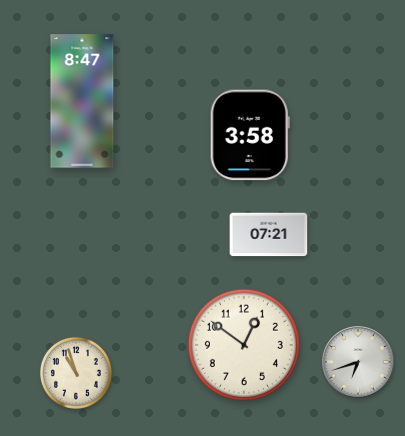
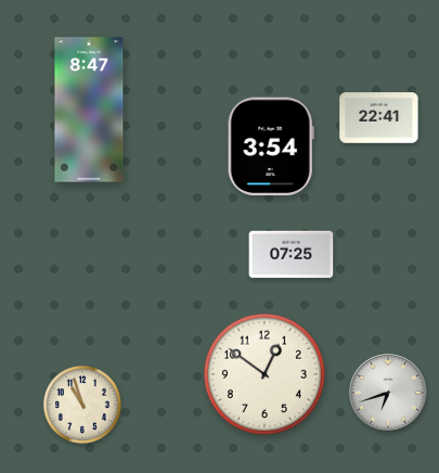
clock at (379, 118): none -> 22:41
clock at (250, 135): 3:58 -> 3:54
clock at (269, 235): 07:21 -> 07:25
